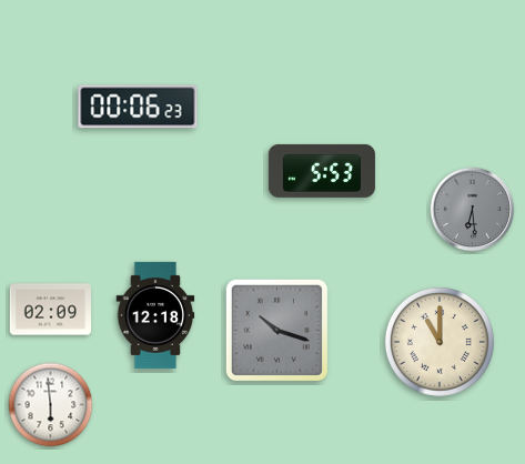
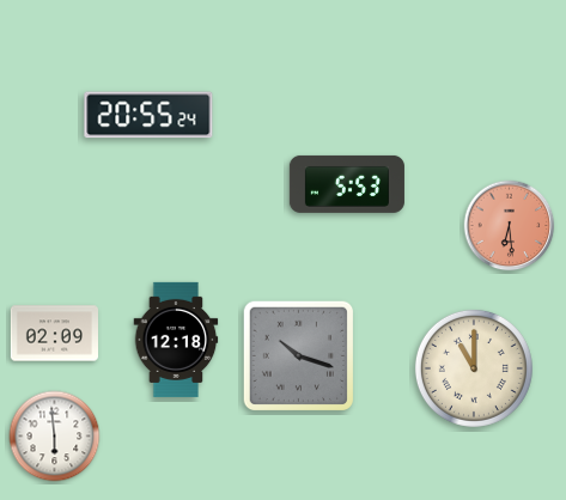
clock at (138, 107): 00:06 -> 20:55
clock at (473, 210) dial: grey -> salmon
clock at (155, 315) position: (155, 315) -> (176, 340)
